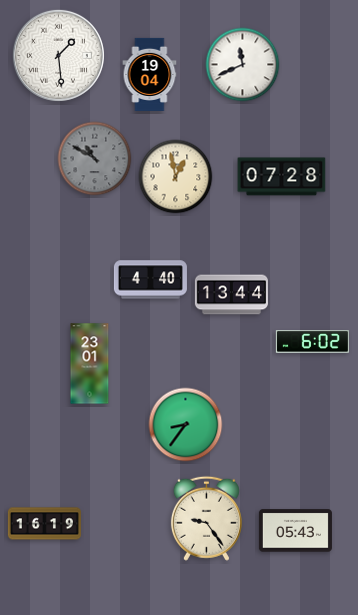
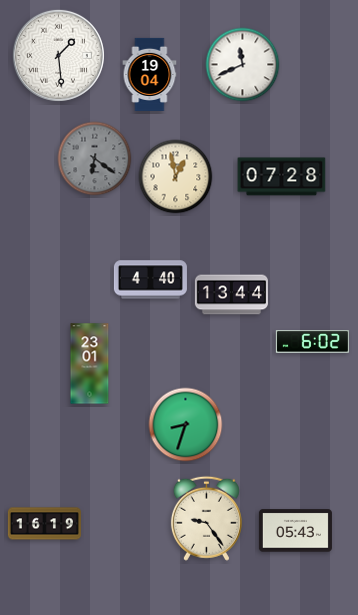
clock at (95, 159): 10:50 -> 6:21
clock at (186, 425): 8:36 -> 8:33
